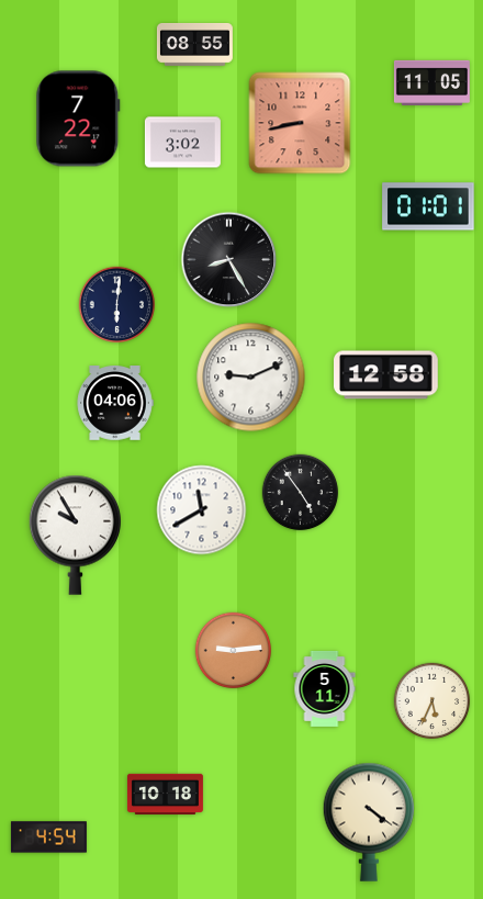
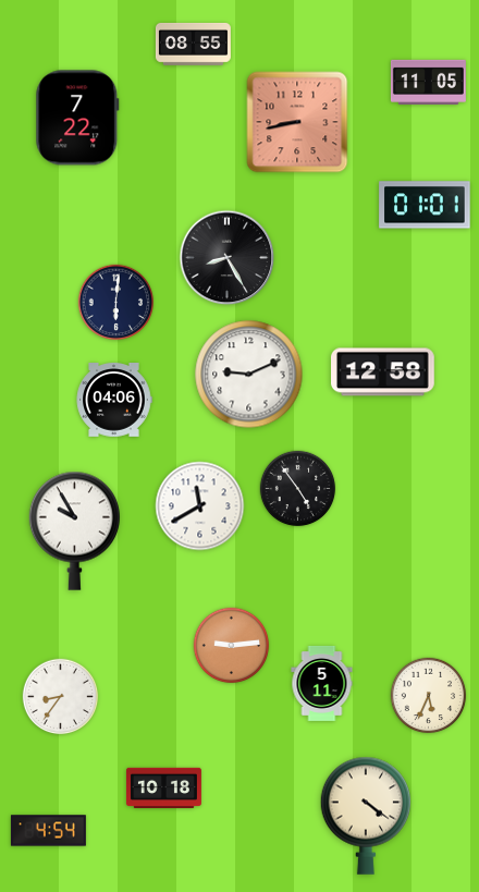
clock at (182, 143): 3:02 -> none
clock at (61, 697): none -> 8:36
